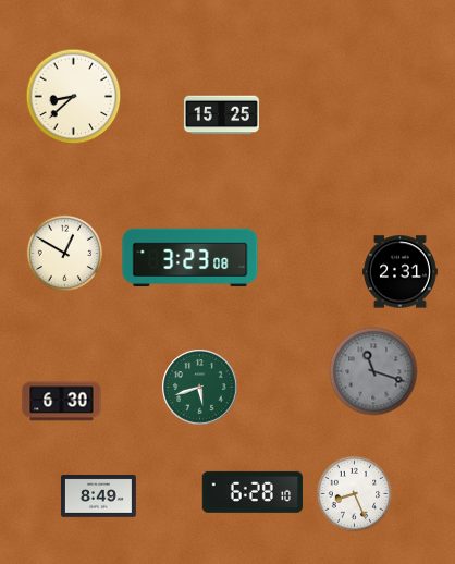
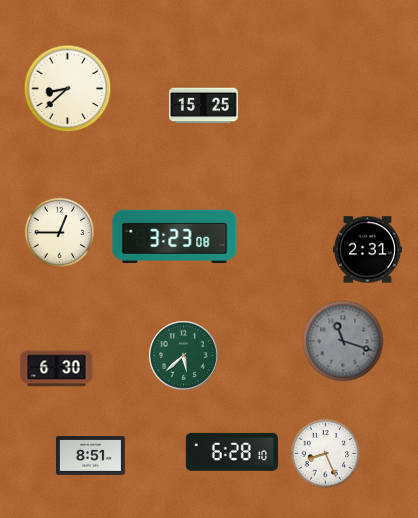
clock at (65, 254): 12:50 -> 12:45
clock at (200, 388): 5:42 -> 5:38
clock at (98, 496): 8:49 -> 8:51
